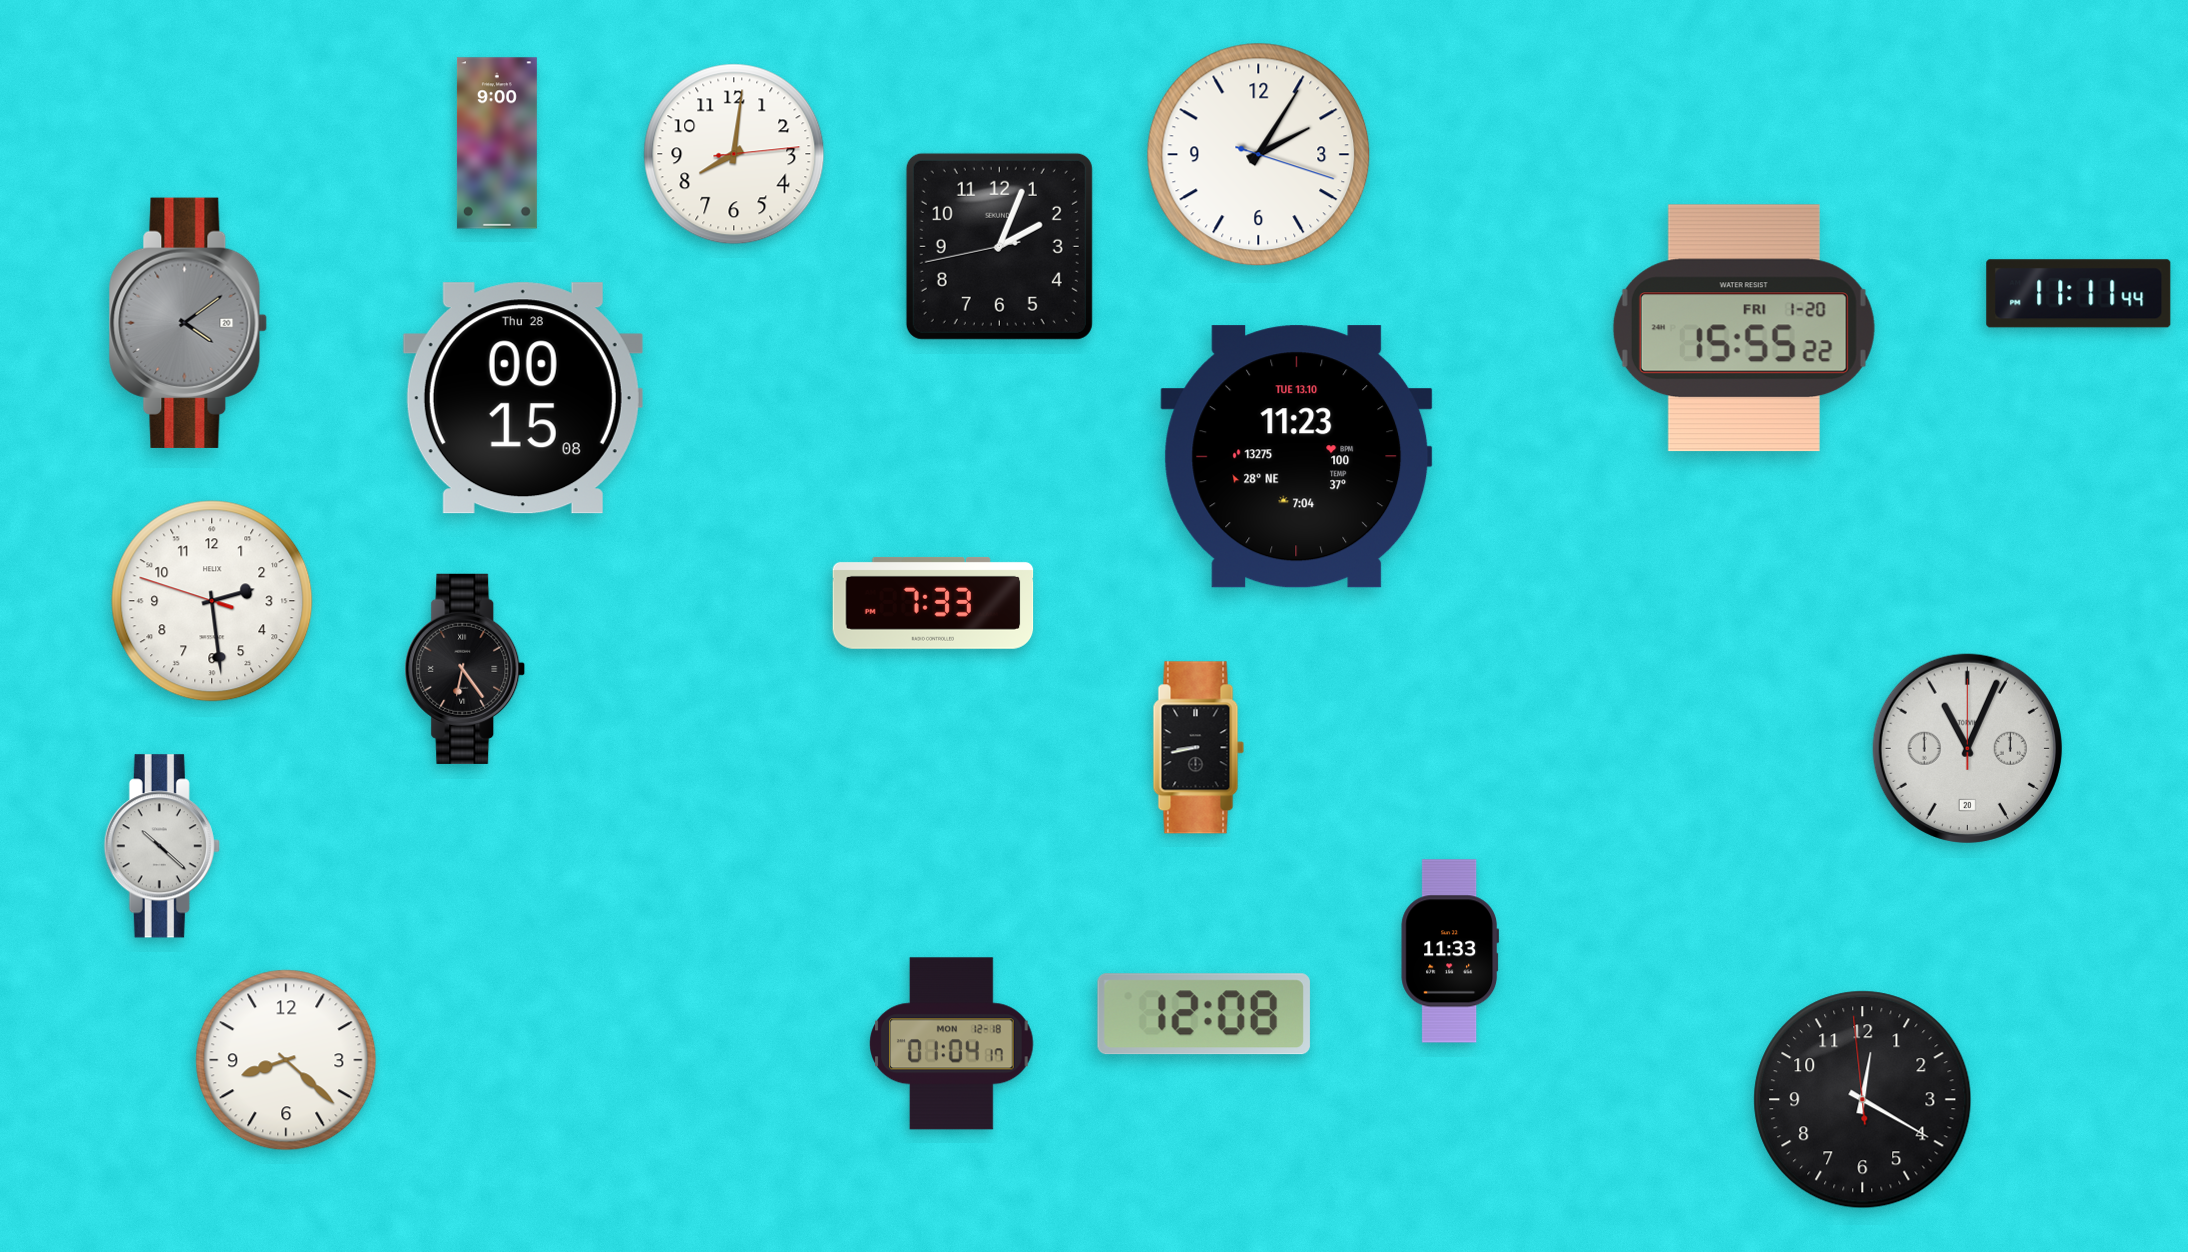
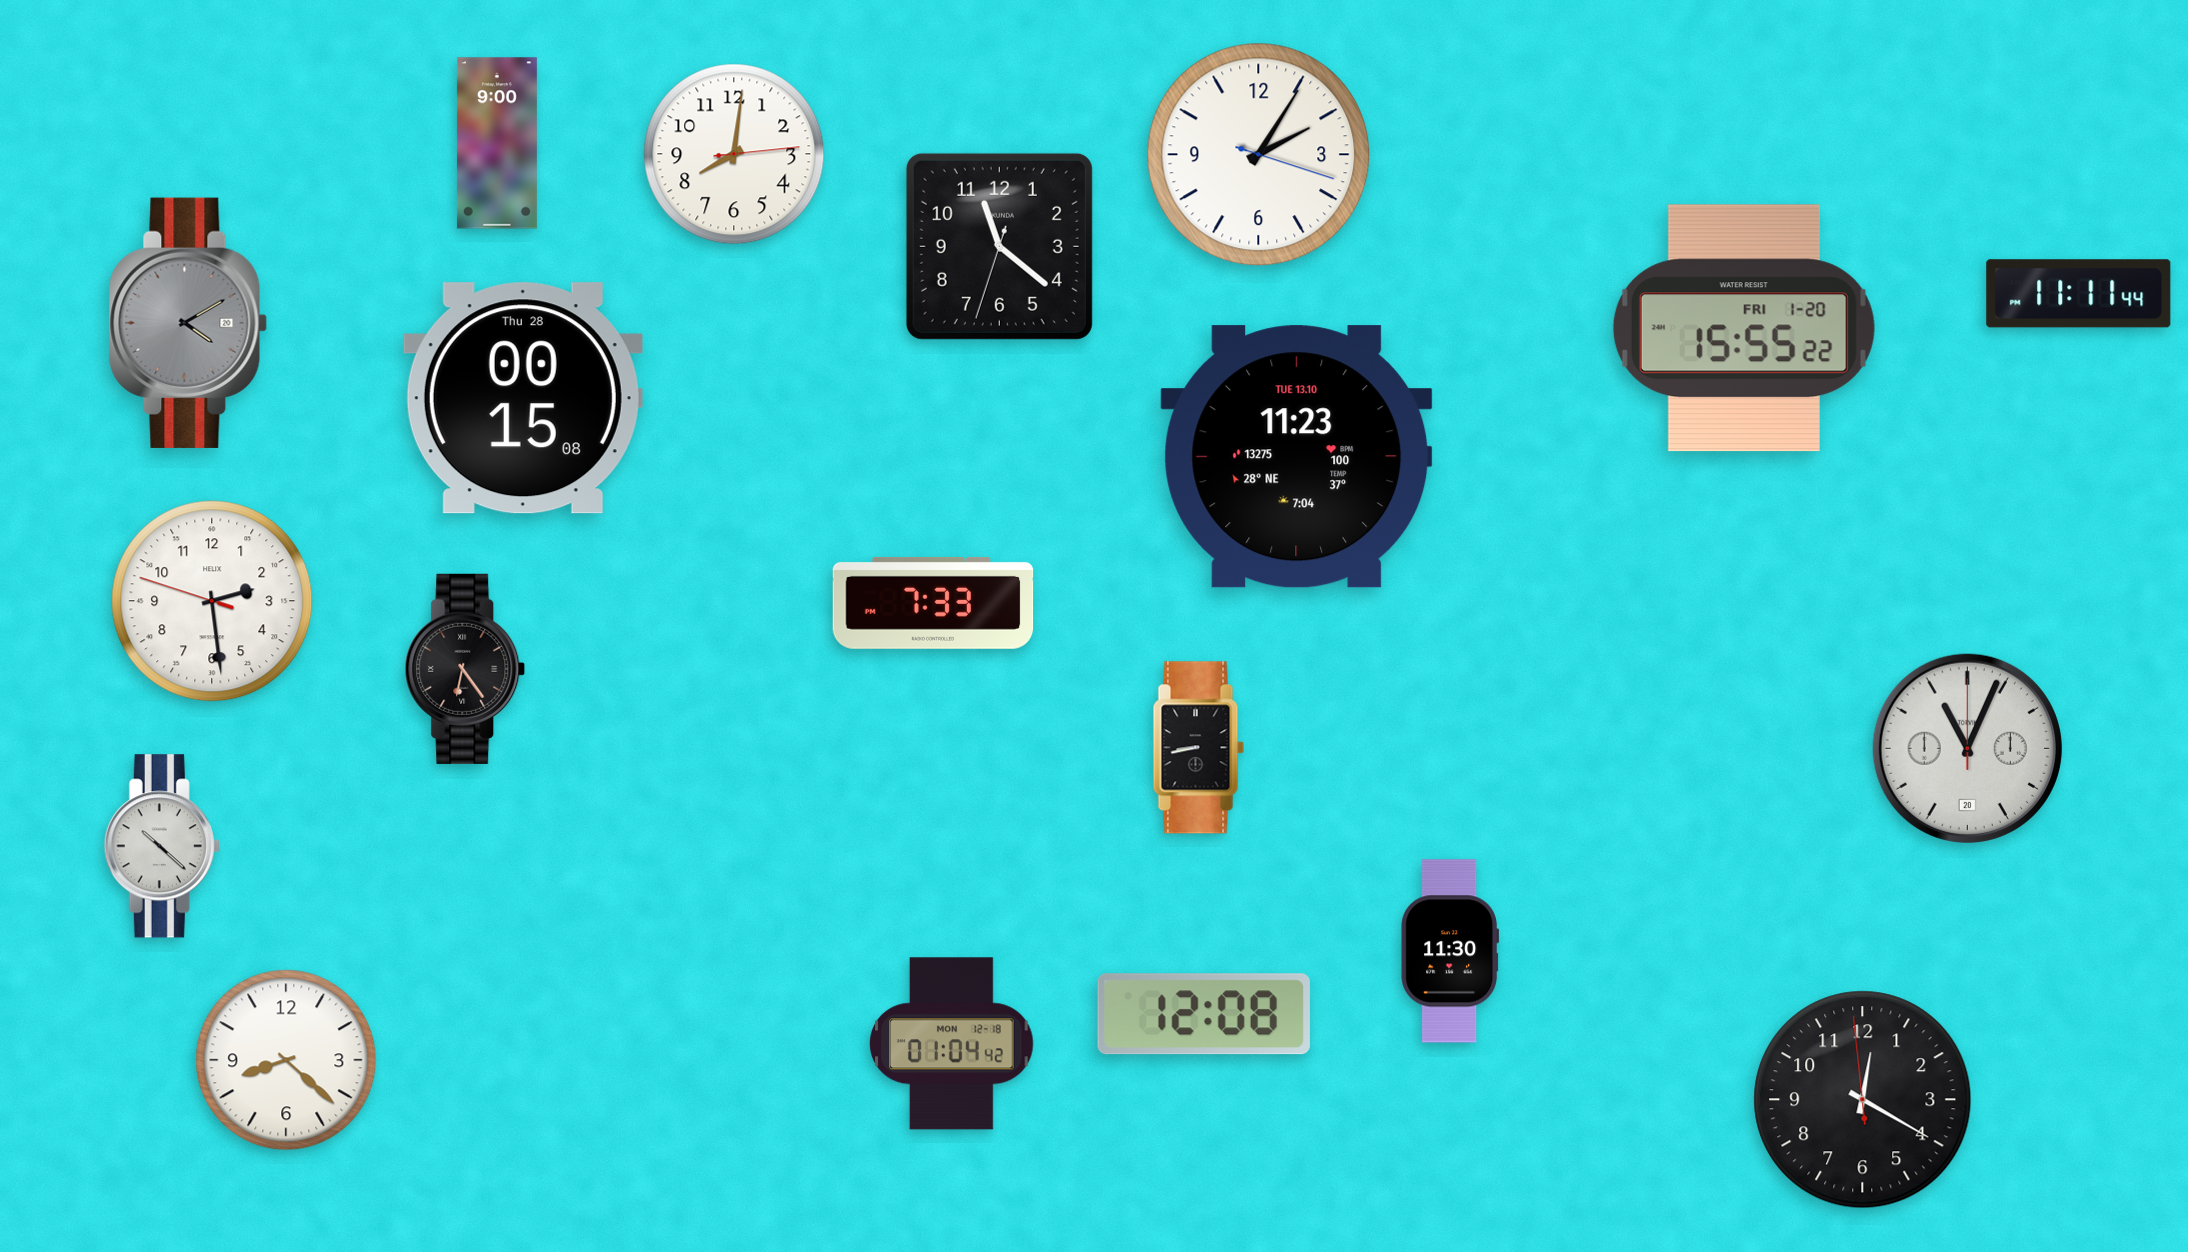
clock at (999, 246): 2:03 -> 11:21
clock at (188, 323): 4:09 -> 4:10
clock at (1449, 951): 11:33 -> 11:30
clock at (952, 1044): 01:04:17 -> 01:04:42
